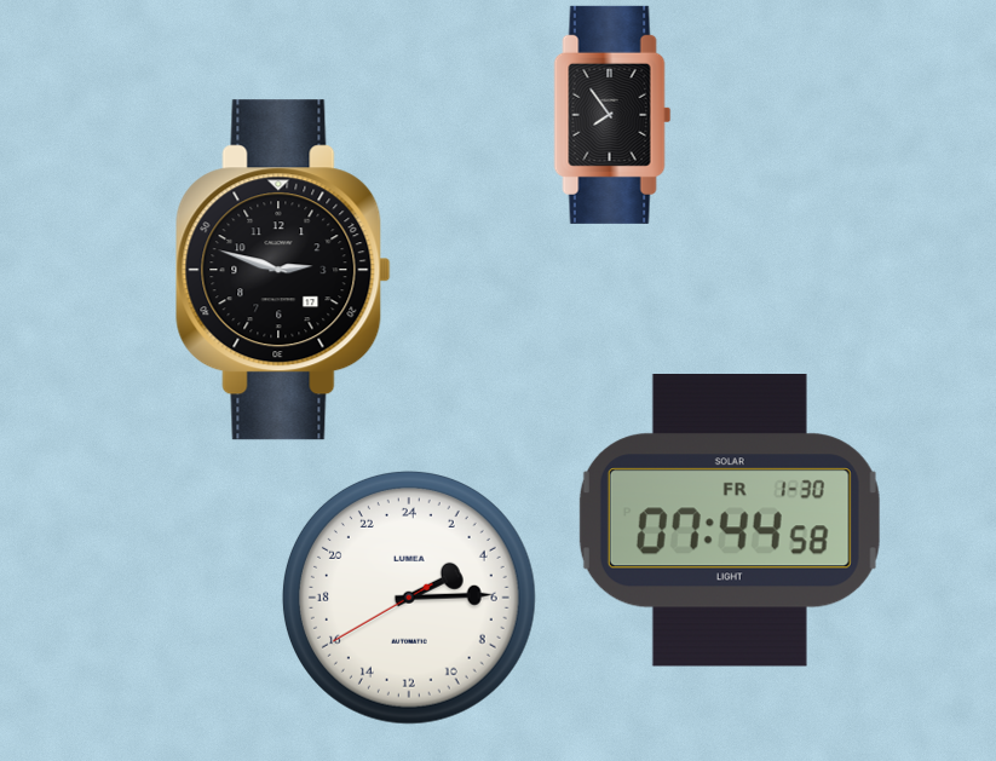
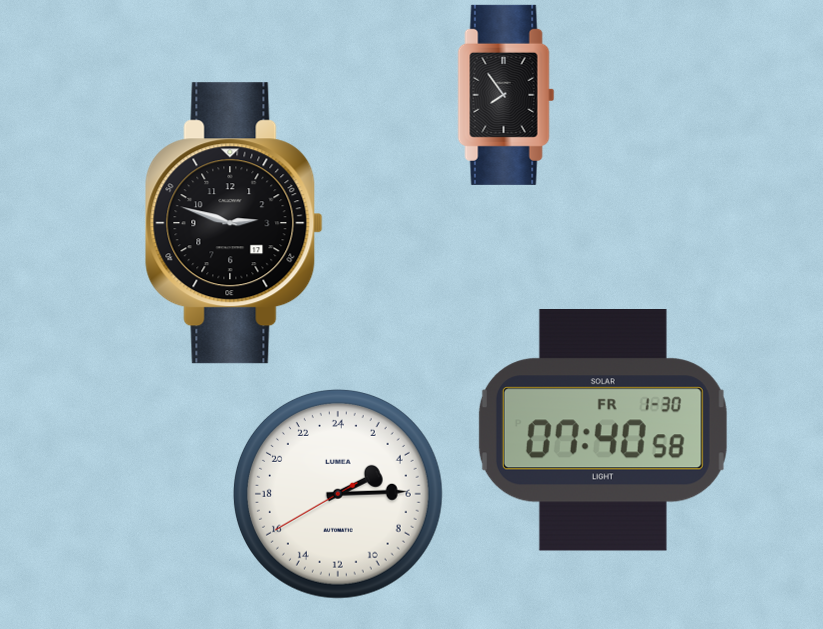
clock at (730, 520): 07:44 -> 07:40
